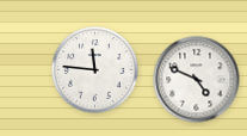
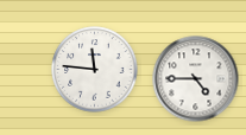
clock at (197, 80): 4:49 -> 4:45
